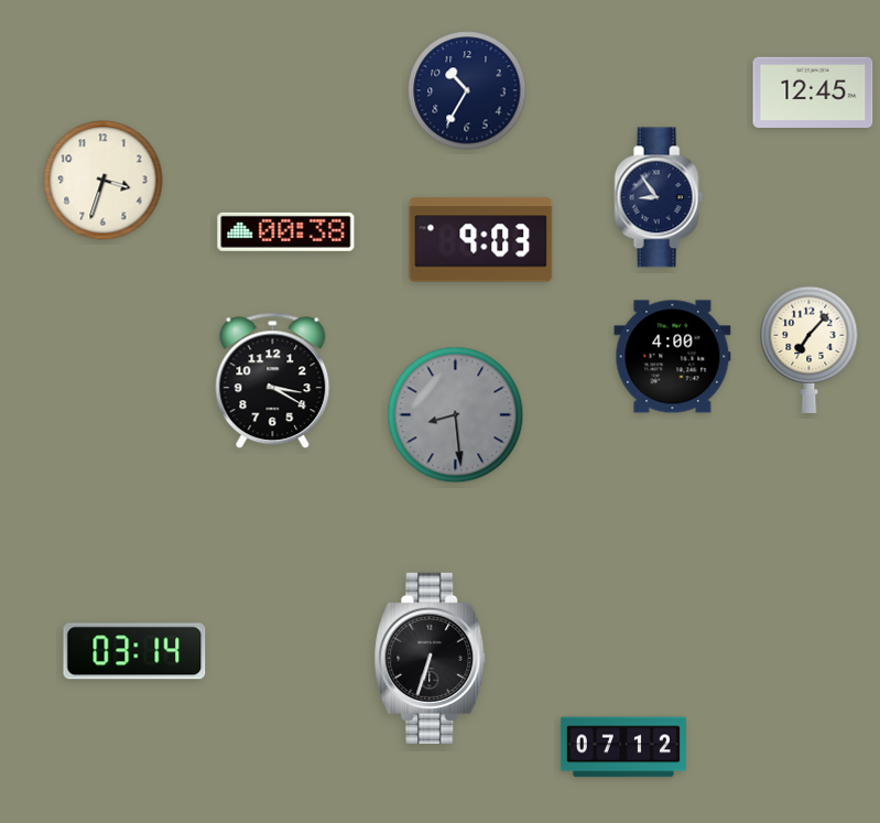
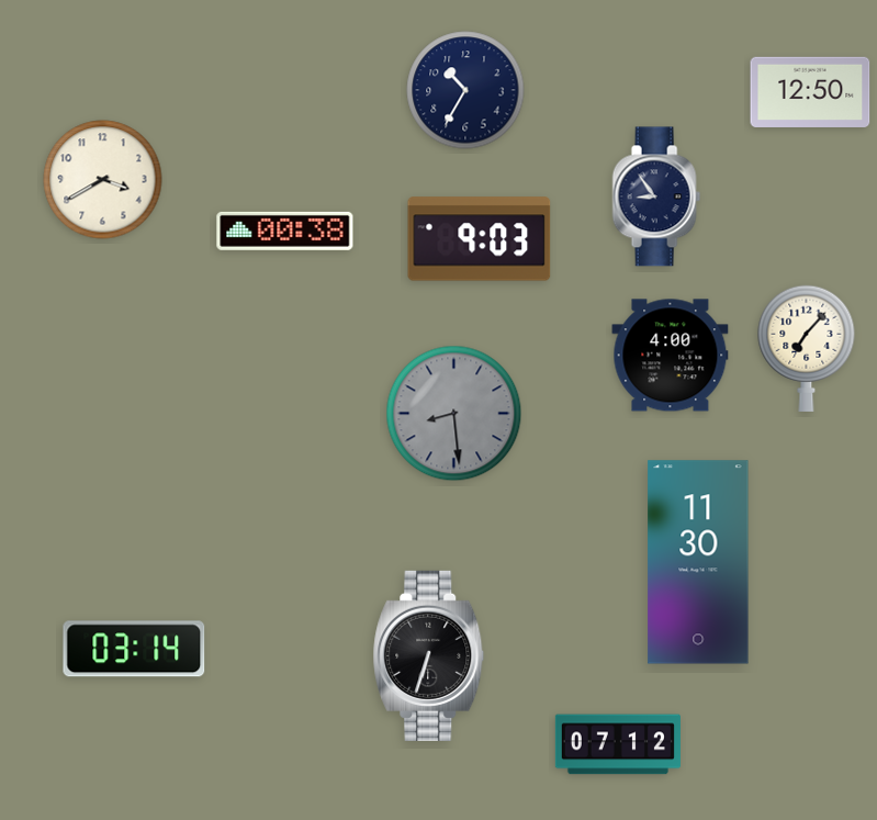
clock at (813, 91): 12:45 -> 12:50
clock at (104, 181): 3:33 -> 3:40
clock at (273, 381): 3:20 -> none
clock at (698, 562): none -> 11:30
clock at (623, 747) position: (623, 747) -> (618, 744)
